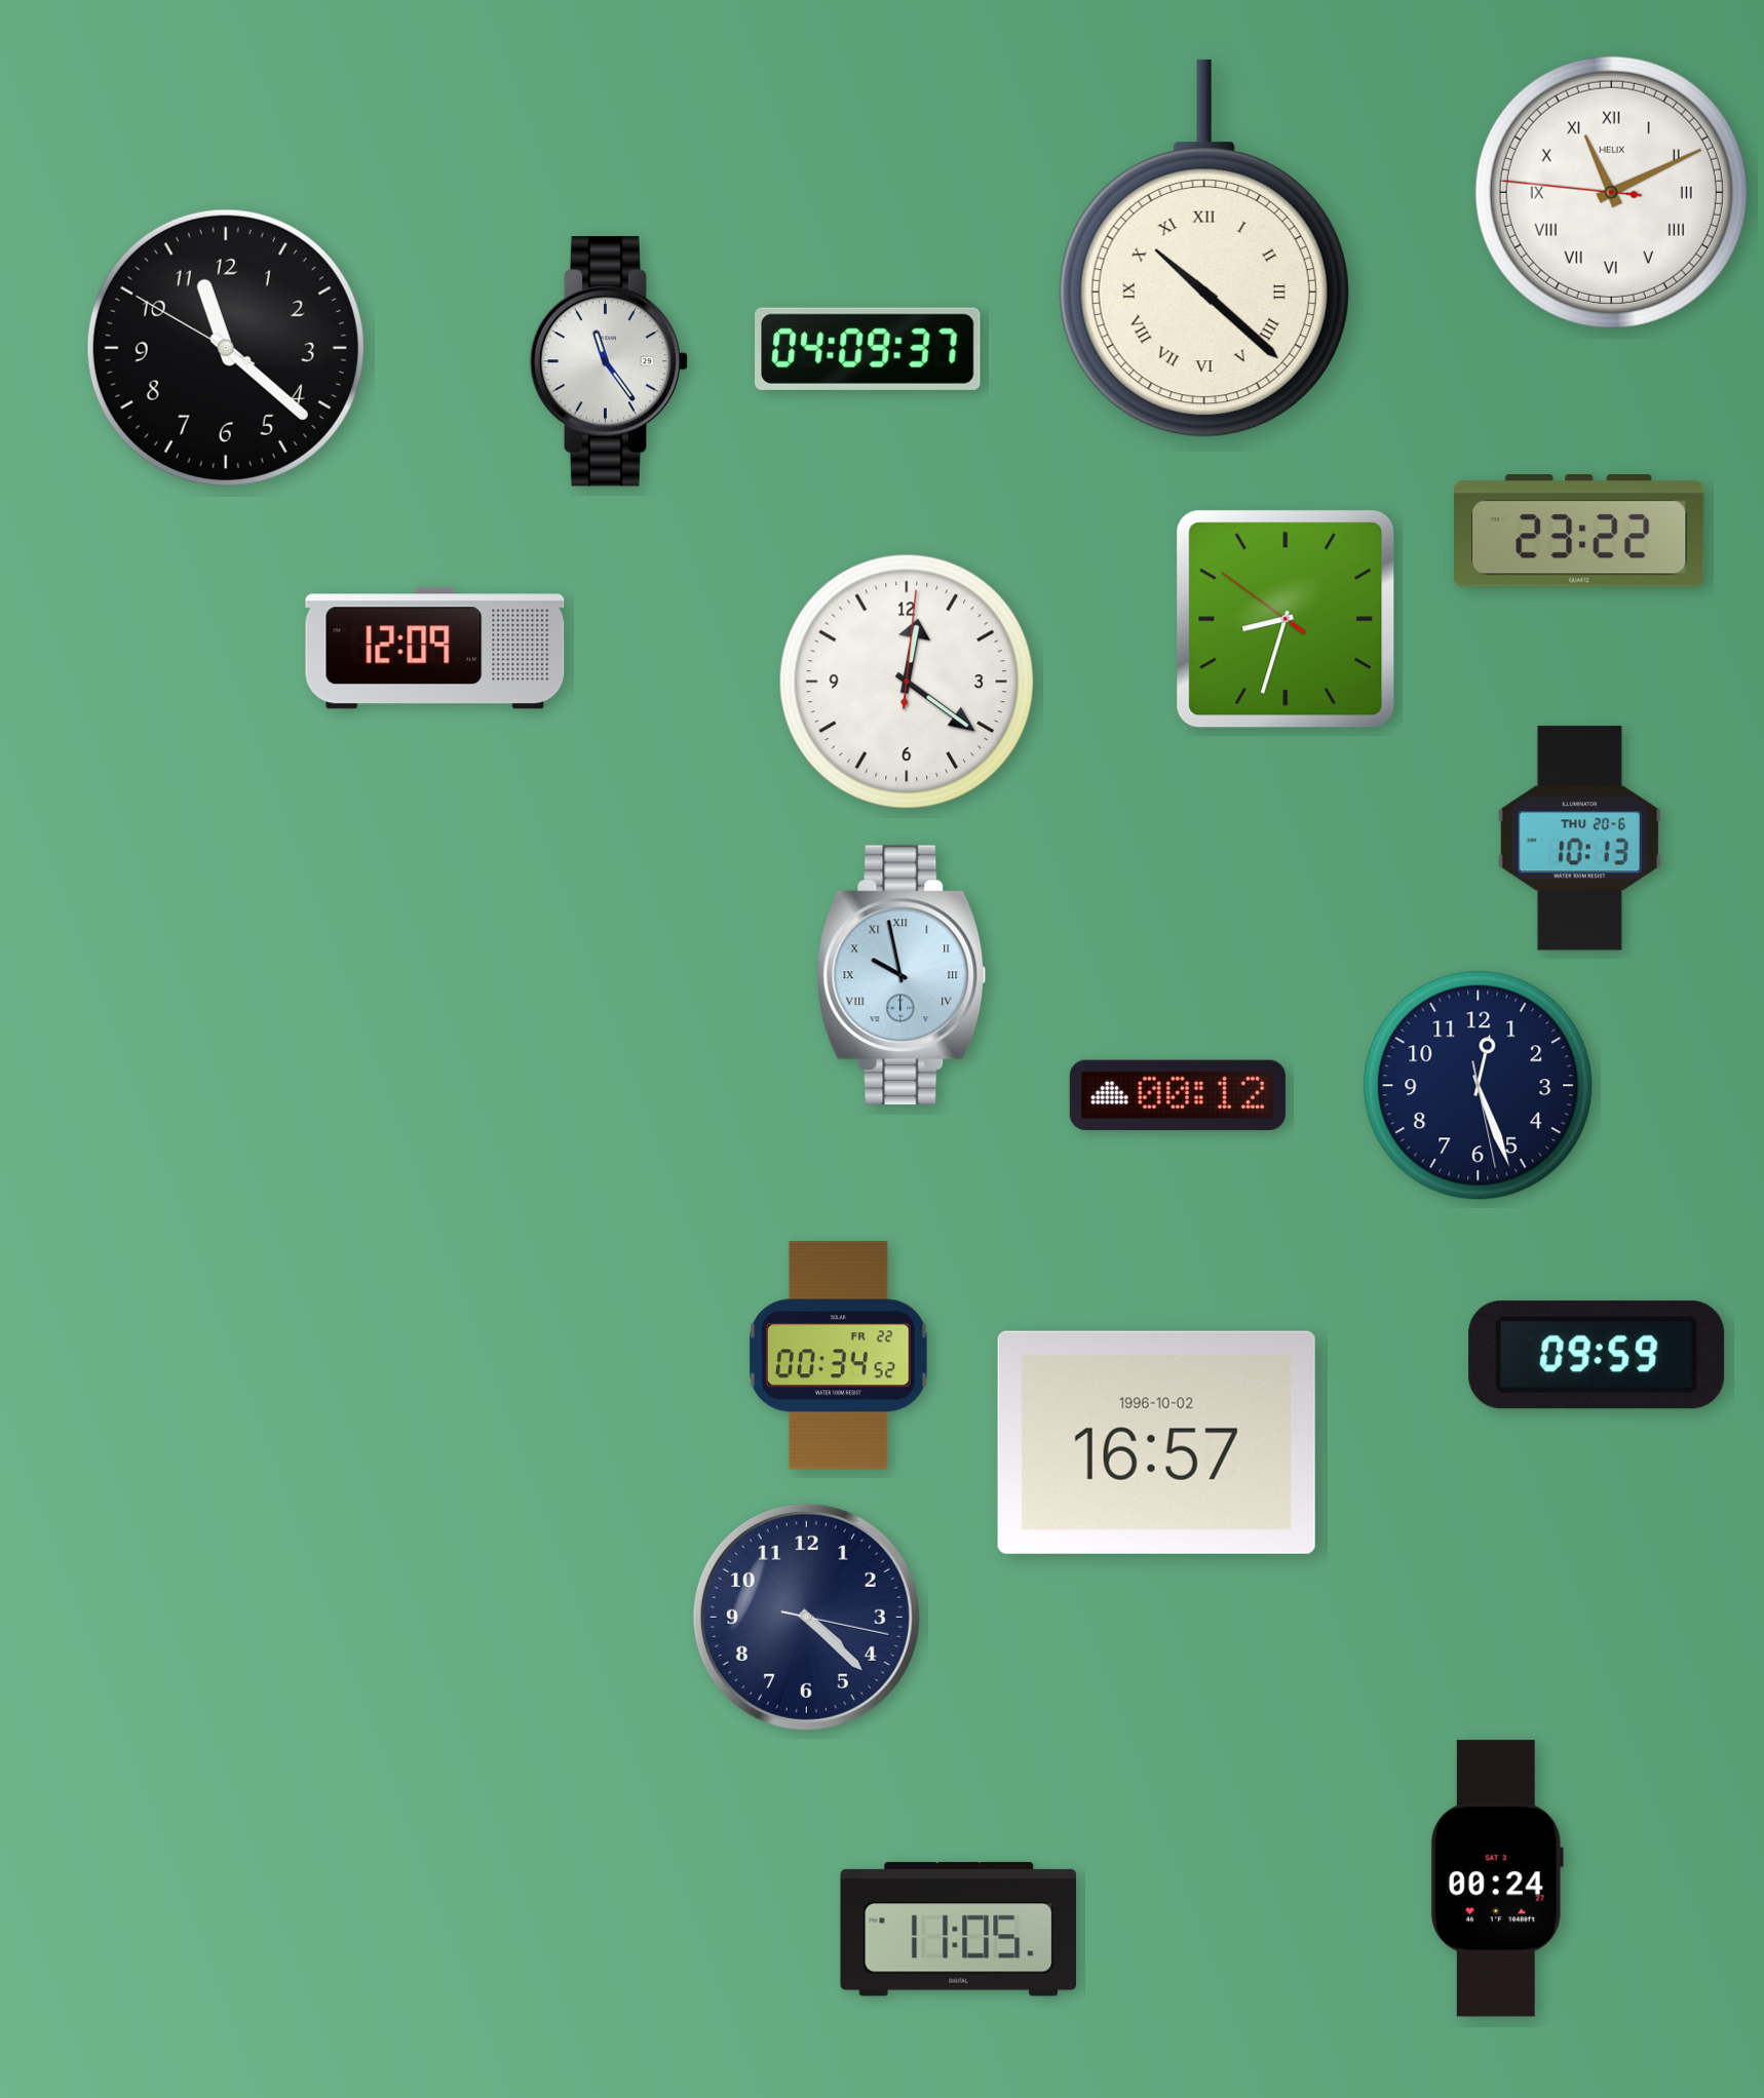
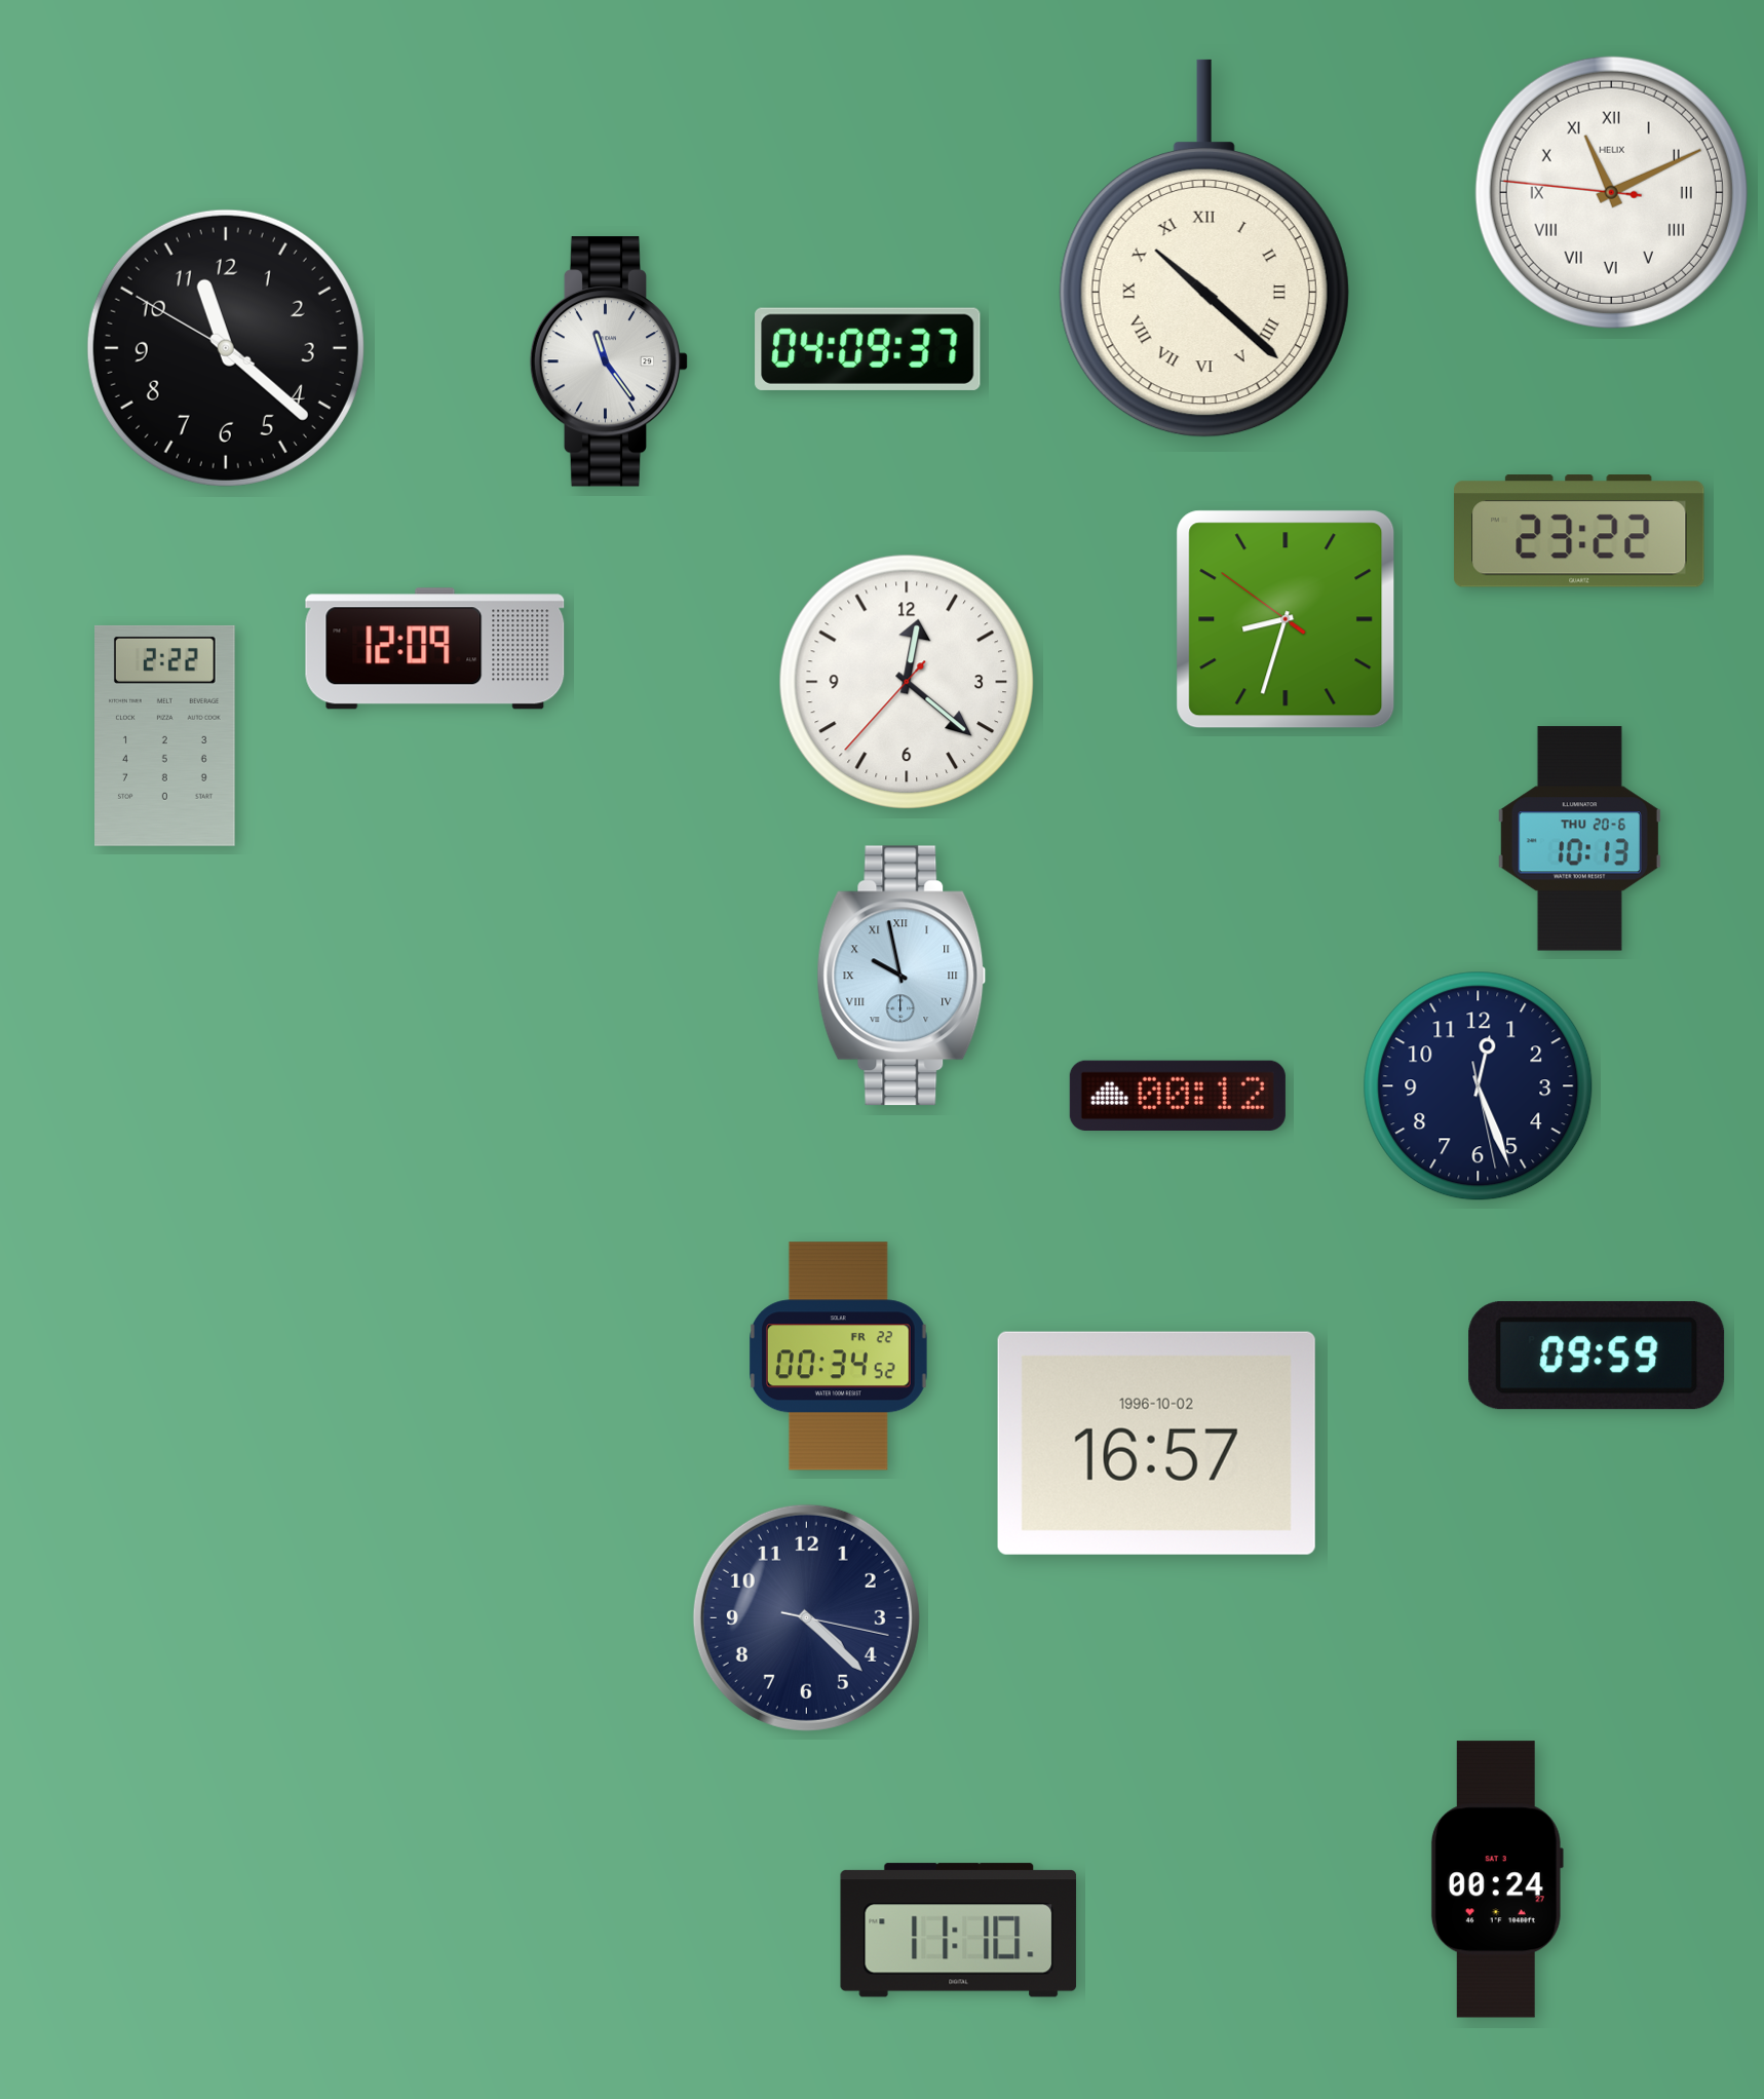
clock at (906, 681): 12:21:01 -> 12:21:37
clock at (165, 735): none -> 2:22
clock at (959, 1930): 11:05 -> 11:10
